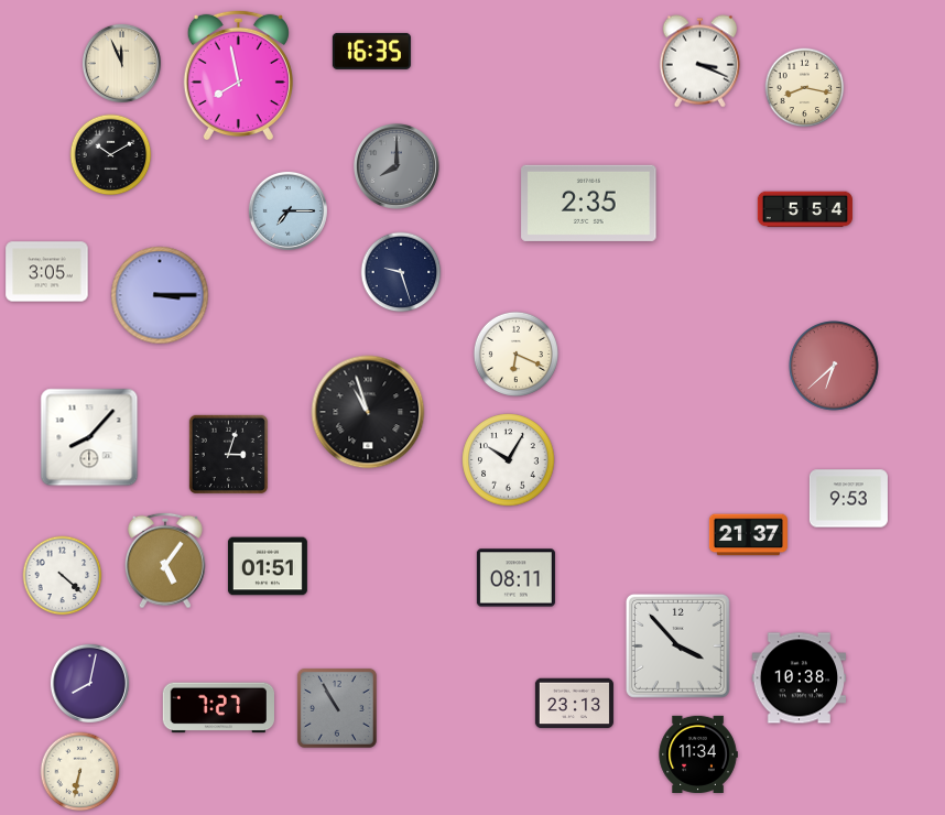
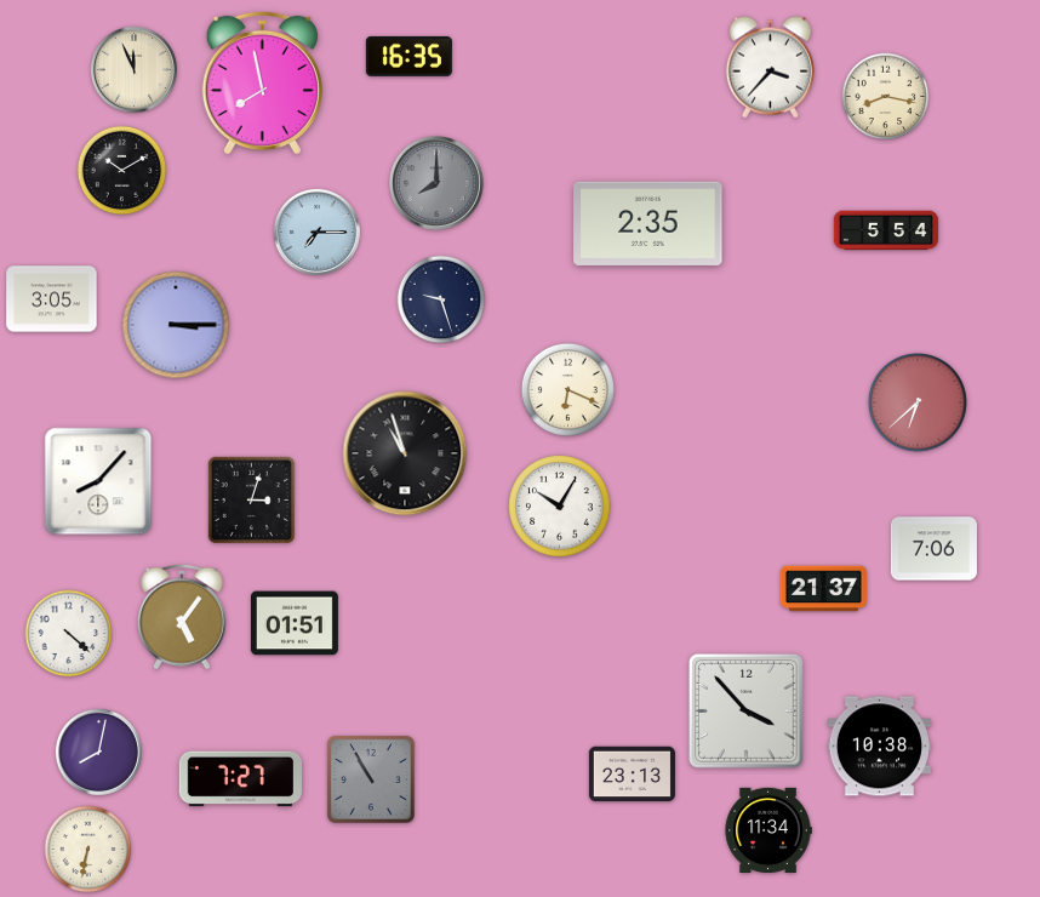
clock at (699, 62): 3:19 -> 3:37
clock at (848, 499): 9:53 -> 7:06
clock at (515, 578): 08:11 -> none
